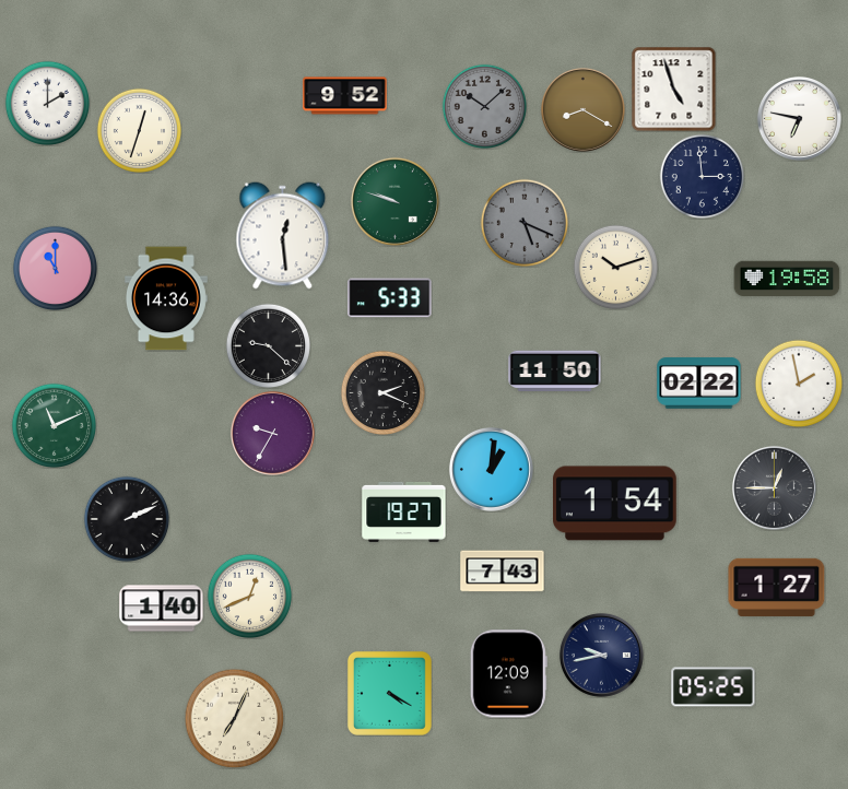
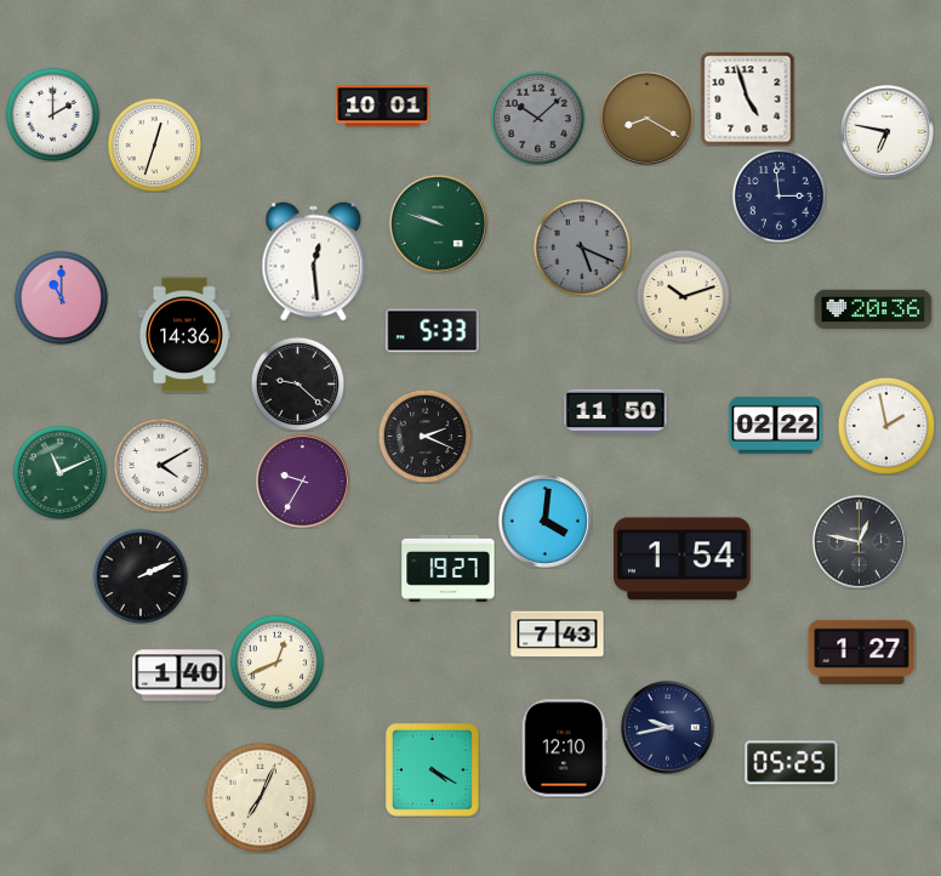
clock at (345, 96): 9:52 -> 10:01
clock at (582, 109) position: (582, 109) -> (646, 118)
clock at (787, 279): 19:58 -> 20:36
clock at (166, 298) position: (166, 298) -> (184, 335)
clock at (160, 465): none -> 4:10
clock at (491, 469): 1:01 -> 4:01
clock at (774, 487): 12:45 -> 12:47
clock at (508, 674): 12:09 -> 12:10
